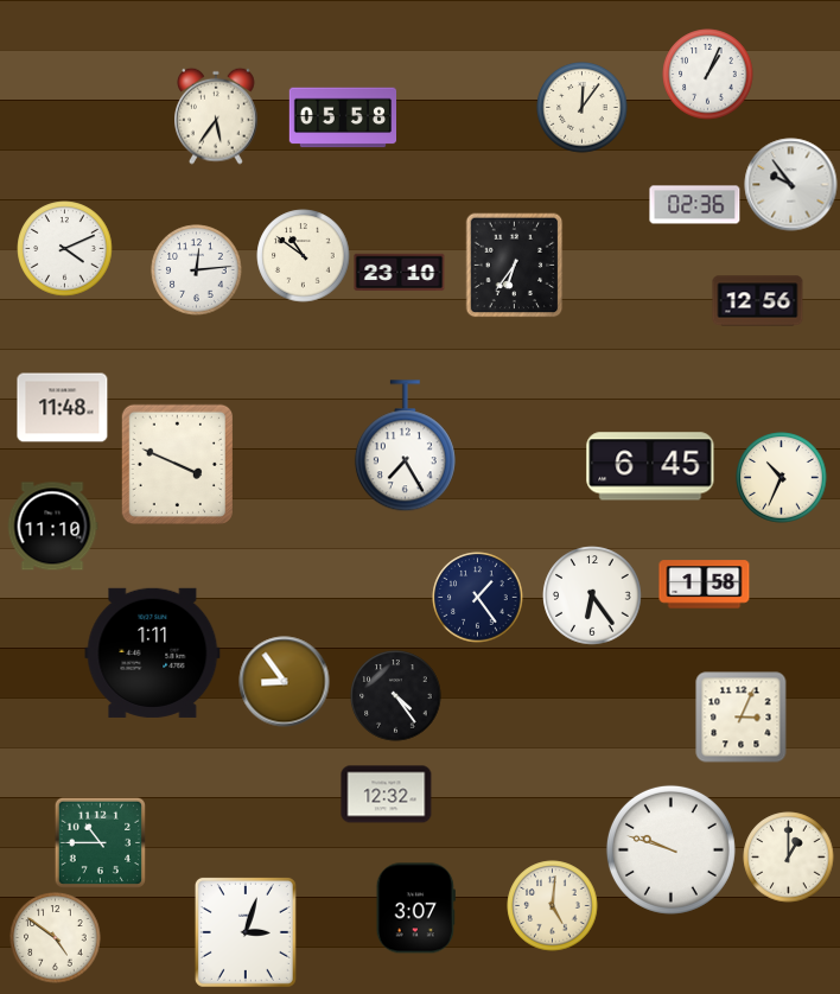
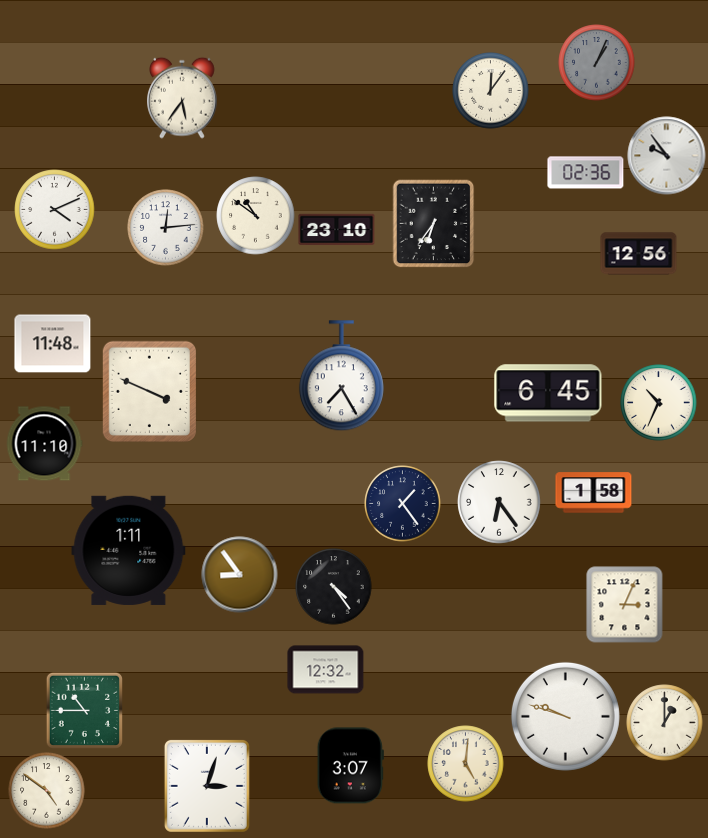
clock at (708, 75) dial: white -> grey
clock at (343, 117): 05:58 -> none
